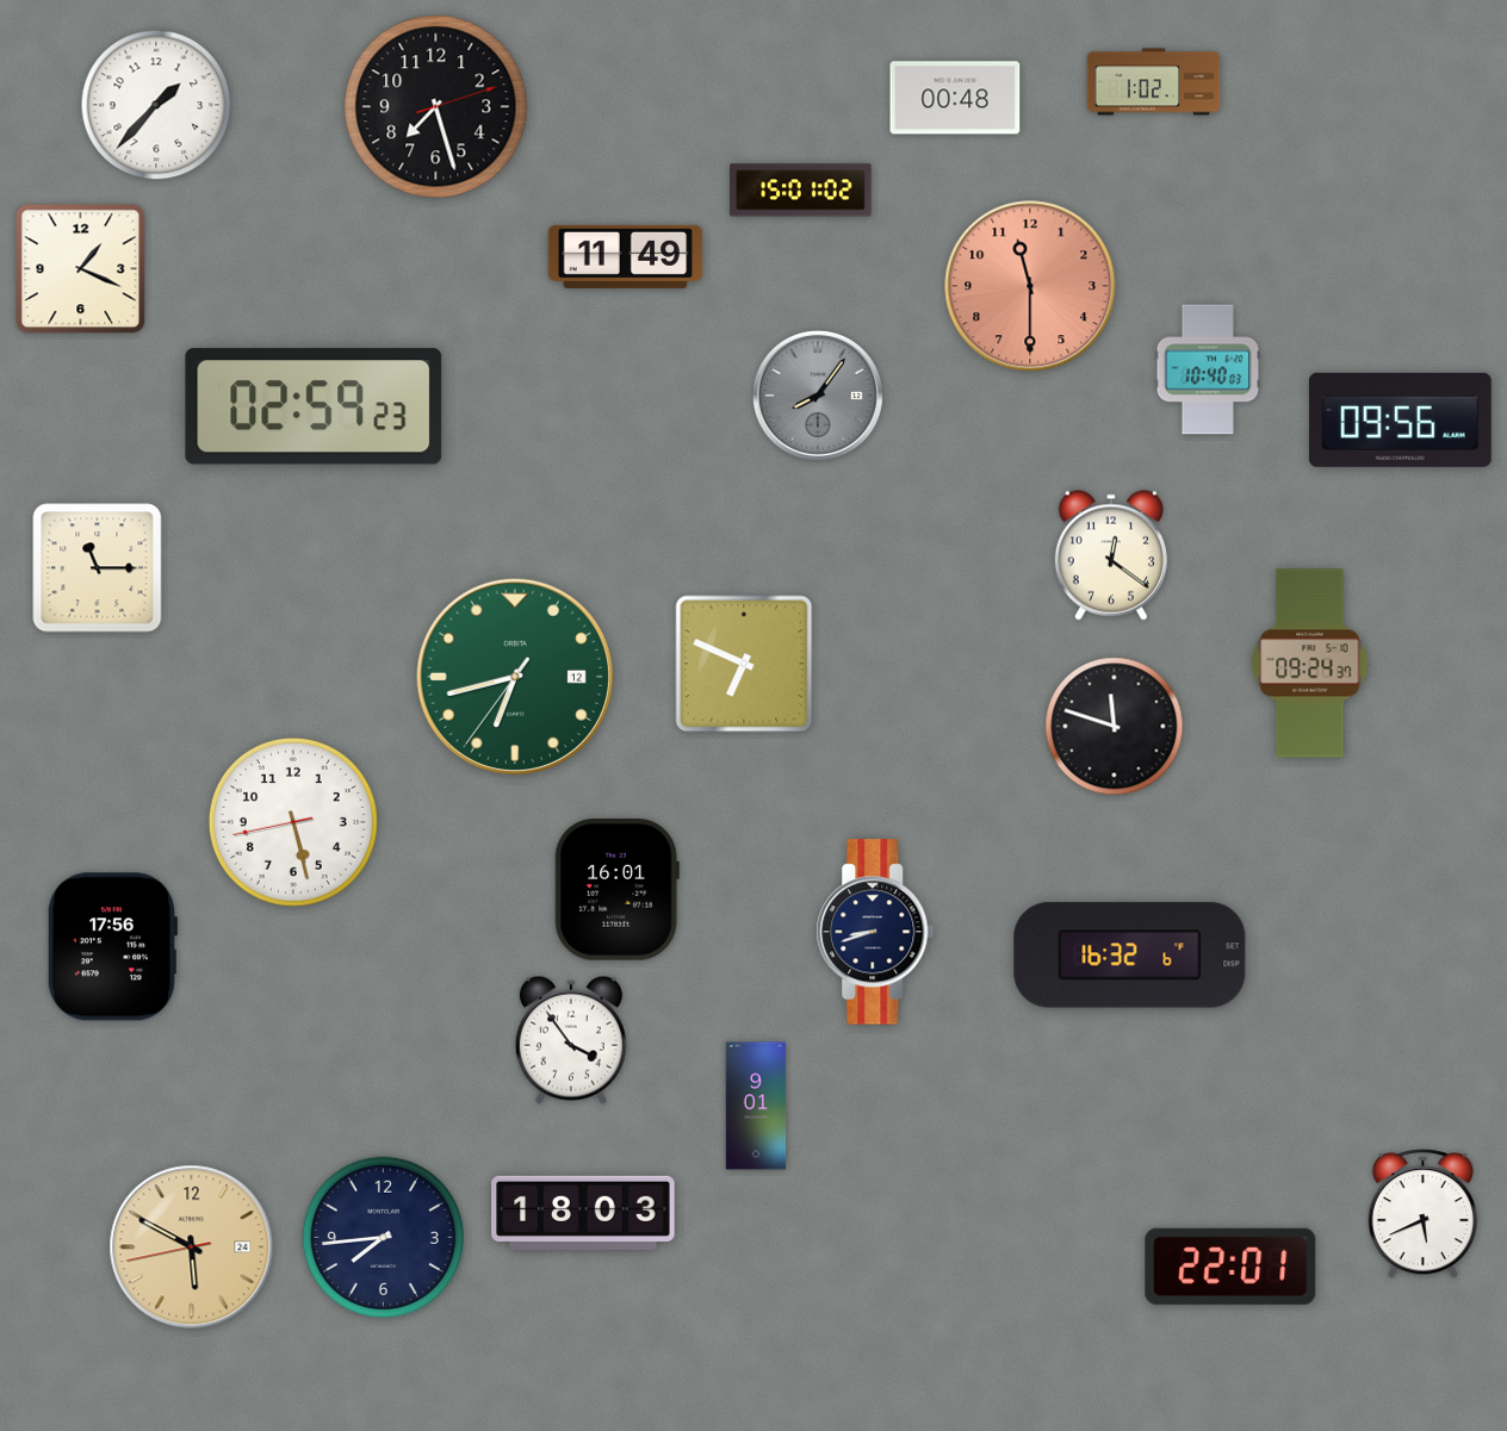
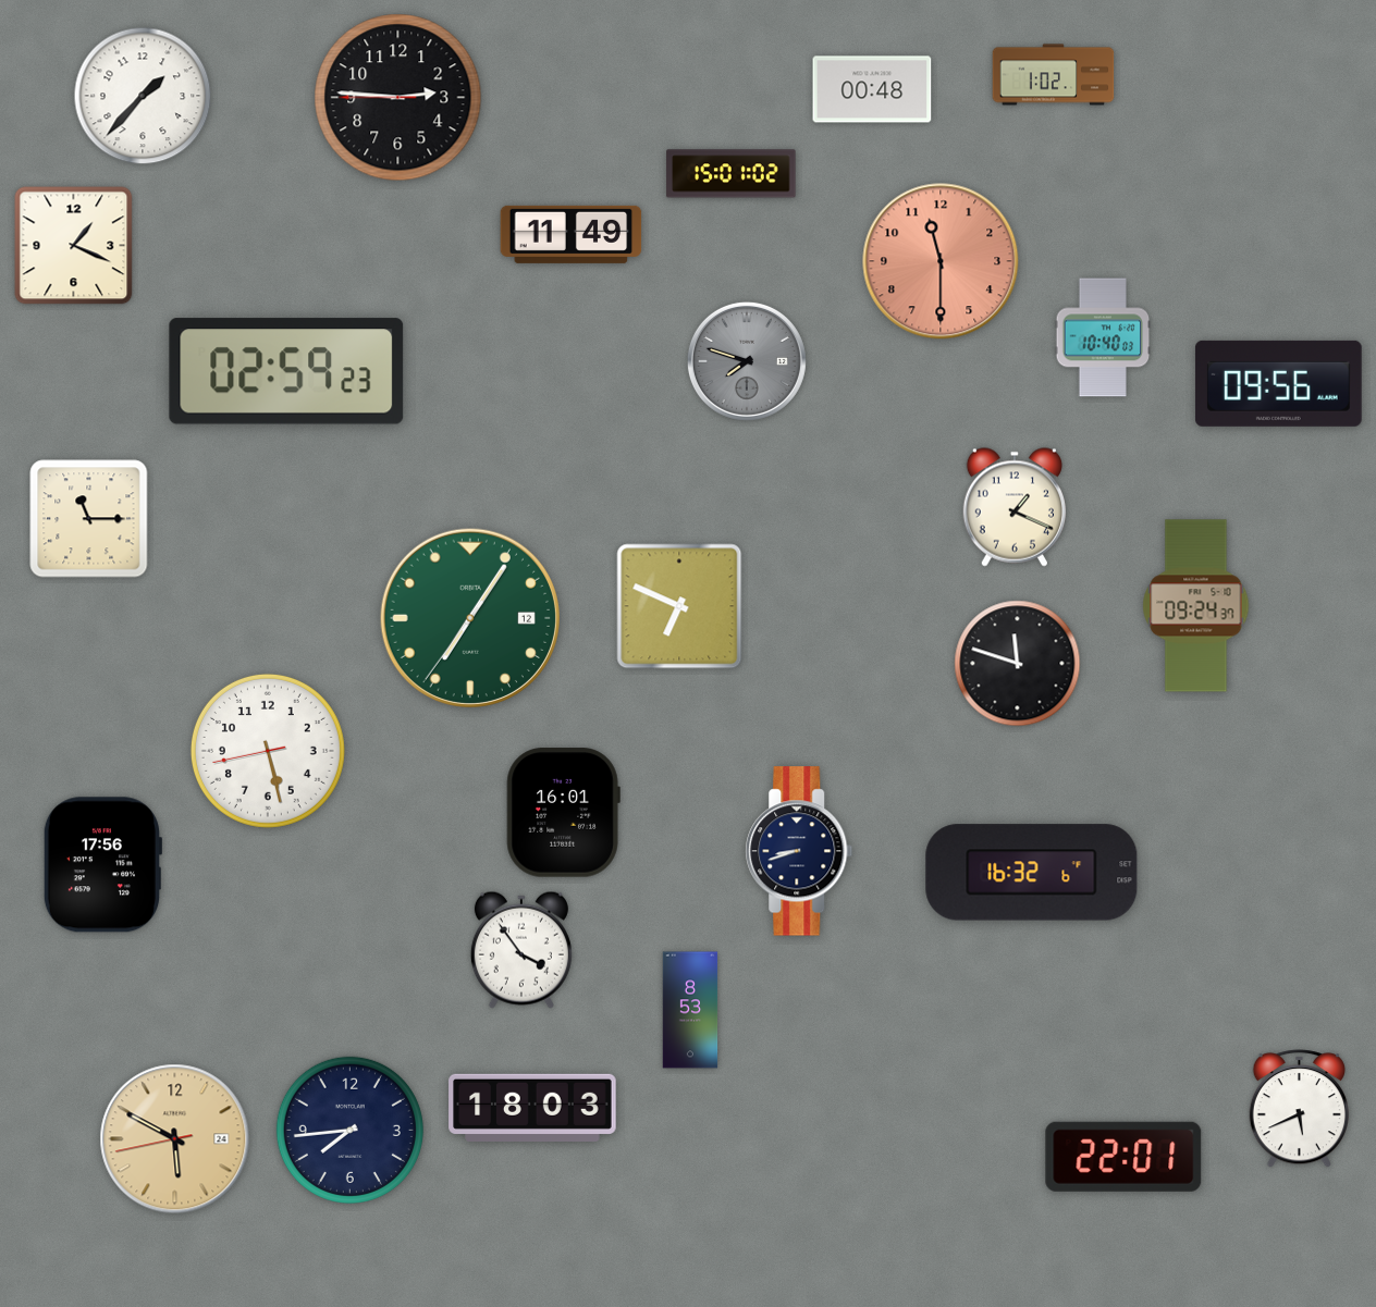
clock at (436, 107): 7:27 -> 2:45
clock at (818, 396): 8:06 -> 7:48
clock at (1111, 555): 12:21 -> 1:19
clock at (514, 676): 6:42 -> 7:05
clock at (756, 1106): 9:01 -> 8:53
